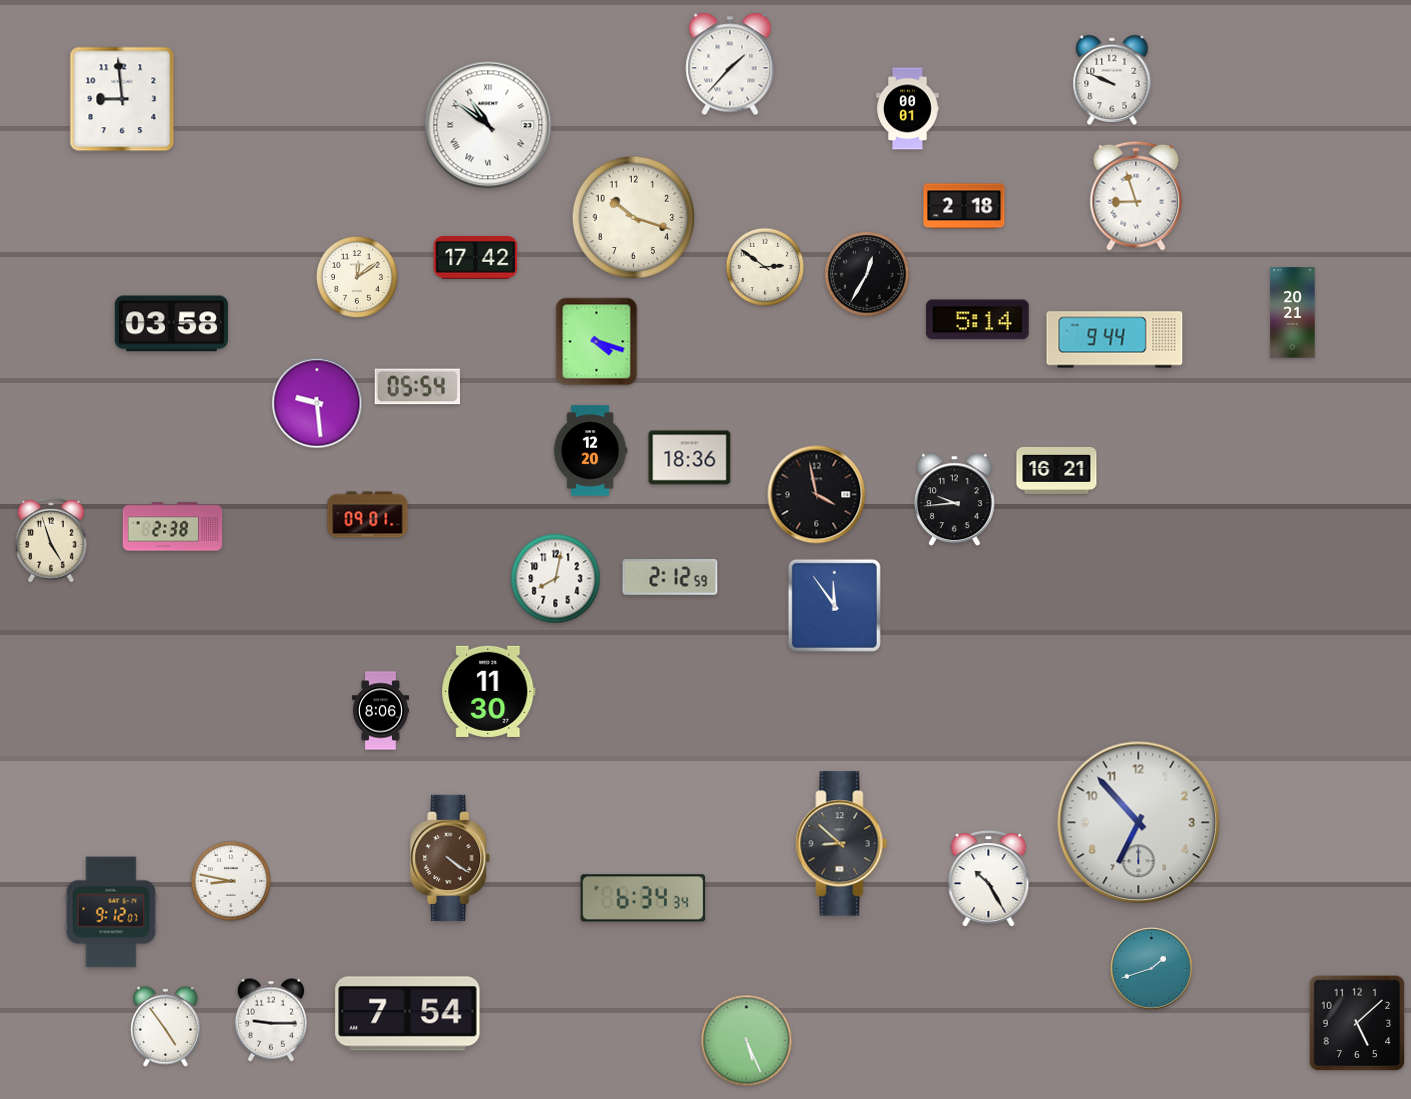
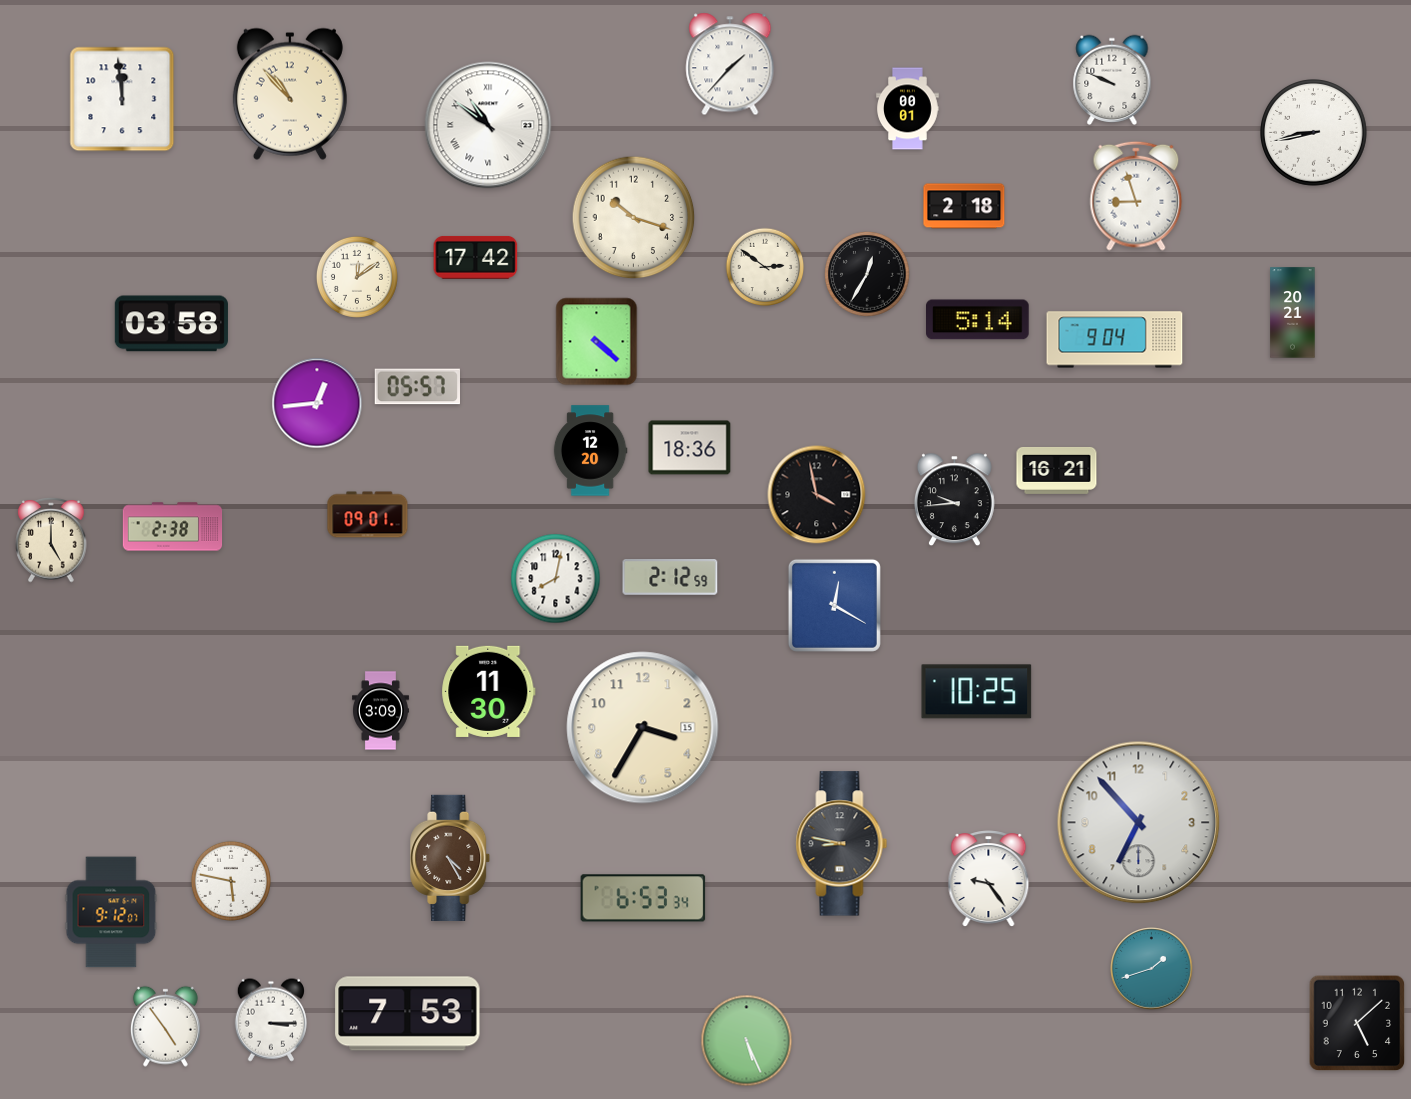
clock at (290, 94): none -> 10:53
clock at (122, 99): 8:59 -> 11:59
clock at (1314, 133): none -> 8:43
clock at (1115, 340): 9:44 -> 9:04
clock at (597, 342): 4:18 -> 4:22
clock at (417, 387): 05:54 -> 05:57
clock at (317, 403): 9:29 -> 12:44
clock at (690, 458) position: (690, 458) -> (690, 448)
clock at (51, 540): 4:57 -> 5:00
clock at (834, 605): 11:54 -> 12:20
clock at (977, 692): none -> 10:25
clock at (381, 711): 8:06 -> 3:09
clock at (643, 728): none -> 3:35
clock at (842, 844): 8:52 -> 8:47
clock at (451, 858): 4:21 -> 4:25
clock at (989, 879): 10:25 -> 9:24
clock at (231, 881): 8:47 -> 5:47
clock at (643, 898): 6:34 -> 6:53
clock at (408, 1014): 7:54 -> 7:53
clock at (271, 1020): 9:15 -> 3:15
